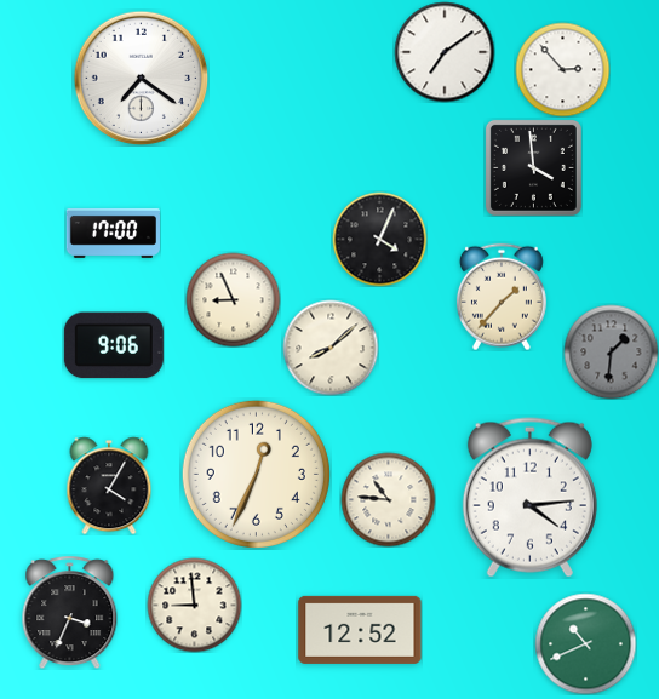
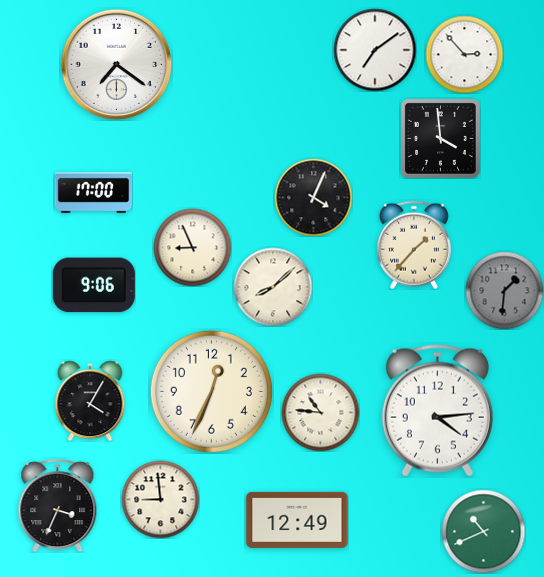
clock at (445, 52) position: (445, 52) -> (375, 50)
clock at (562, 69) position: (562, 69) -> (464, 54)
clock at (360, 630): 12:52 -> 12:49
